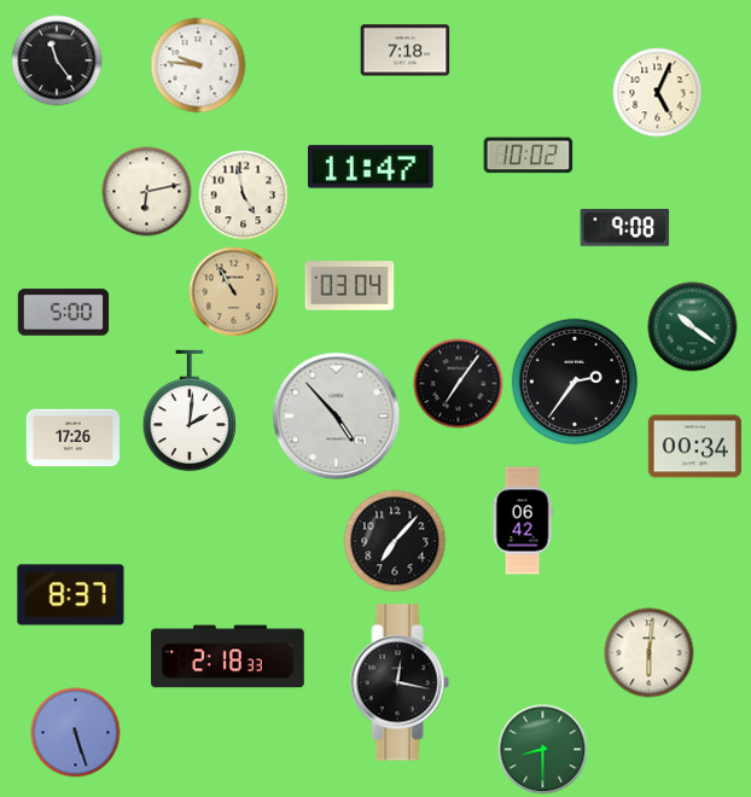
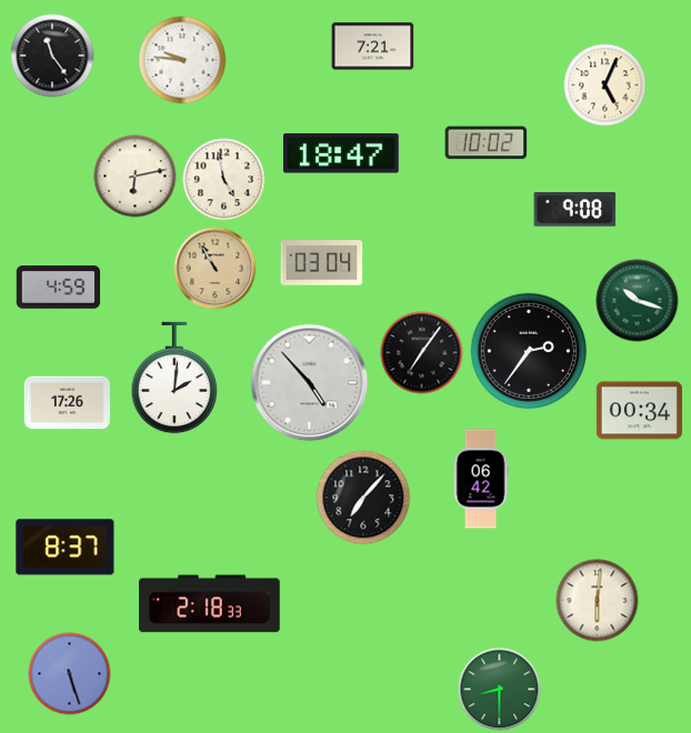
clock at (406, 51): 7:18 -> 7:21
clock at (371, 167): 11:47 -> 18:47
clock at (64, 313): 5:00 -> 4:59
clock at (693, 327): 10:21 -> 10:18
clock at (400, 682): 12:17 -> none
